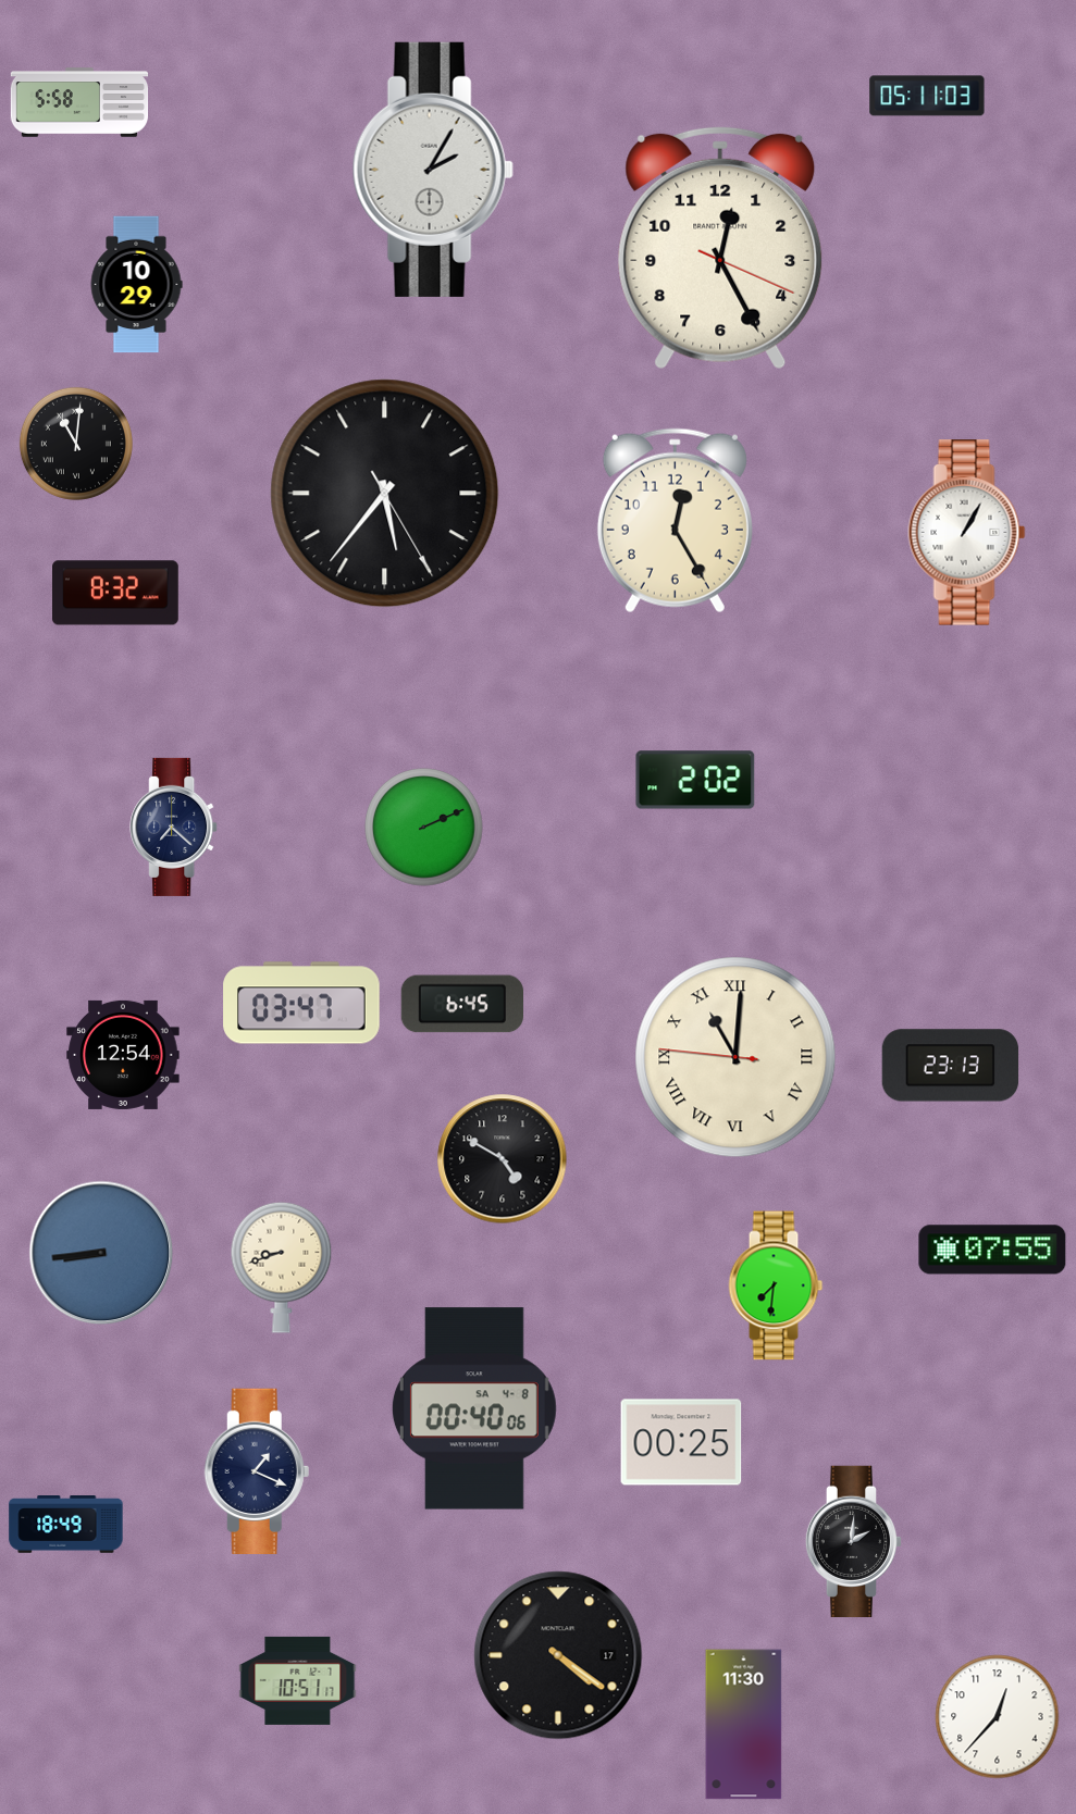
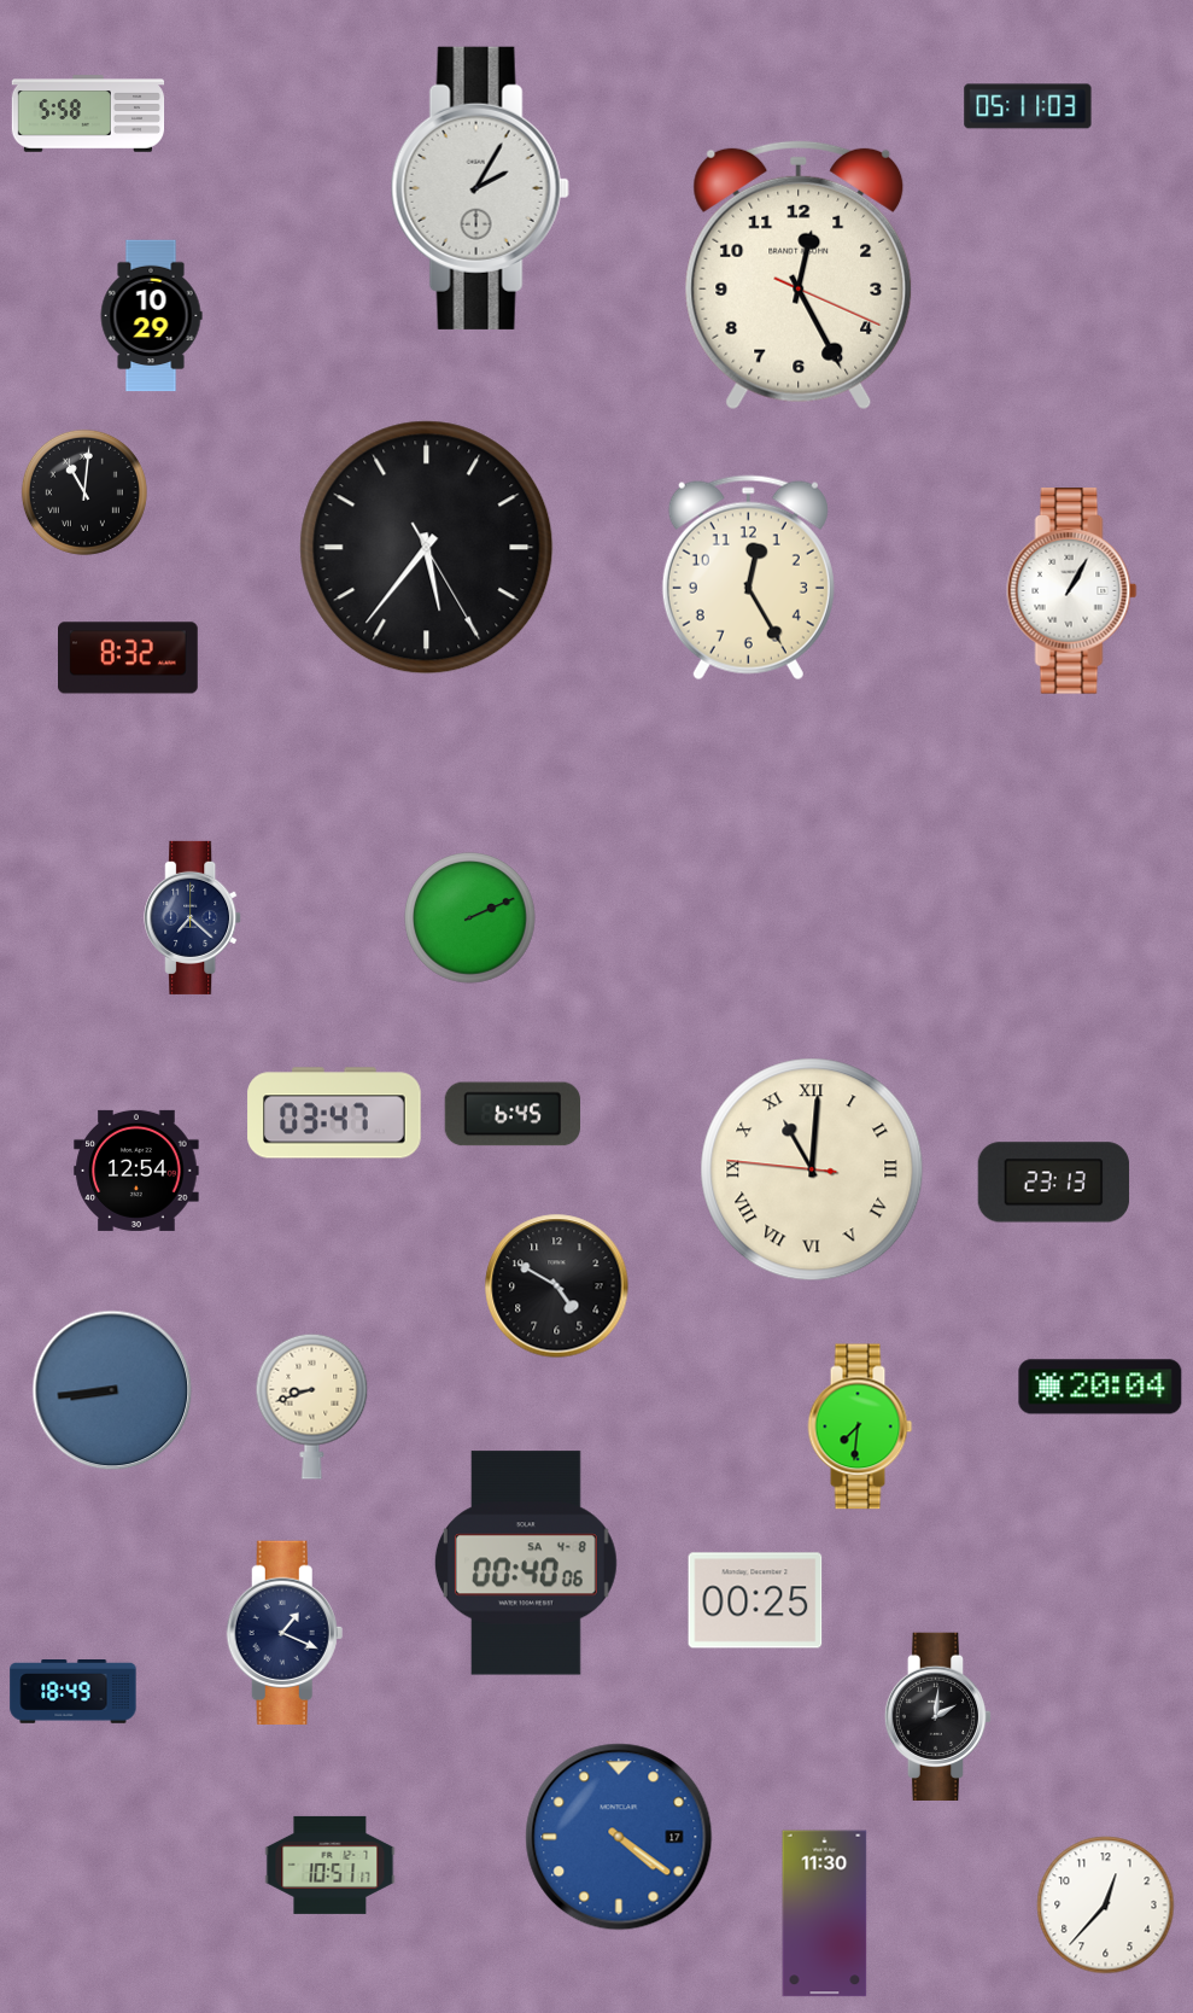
clock at (695, 780): 2:02 -> none
clock at (735, 1057) position: (735, 1057) -> (812, 1169)
clock at (992, 1250): 07:55 -> 20:04
clock at (854, 1541) position: (854, 1541) -> (938, 1716)
clock at (558, 1655) dial: black -> blue
